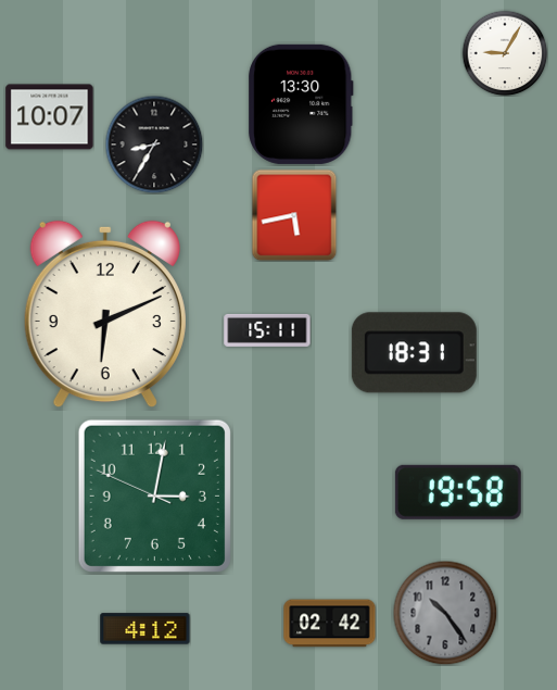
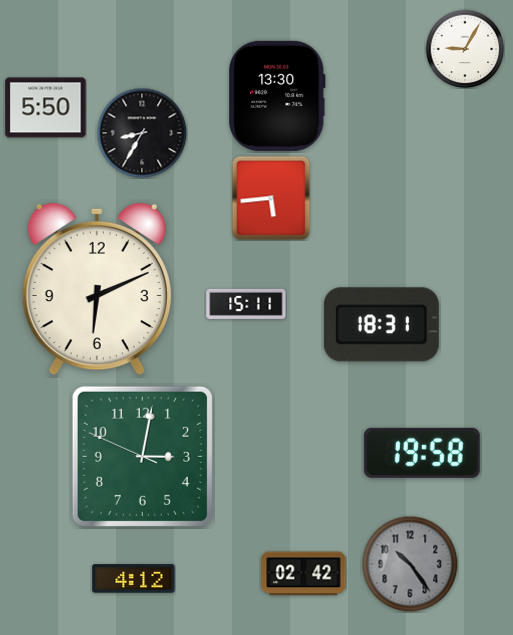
clock at (50, 117): 10:07 -> 5:50
clock at (294, 215): 5:43 -> 5:44
